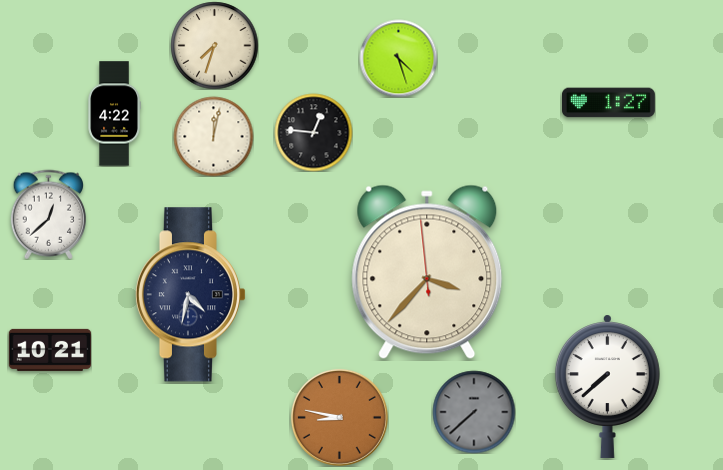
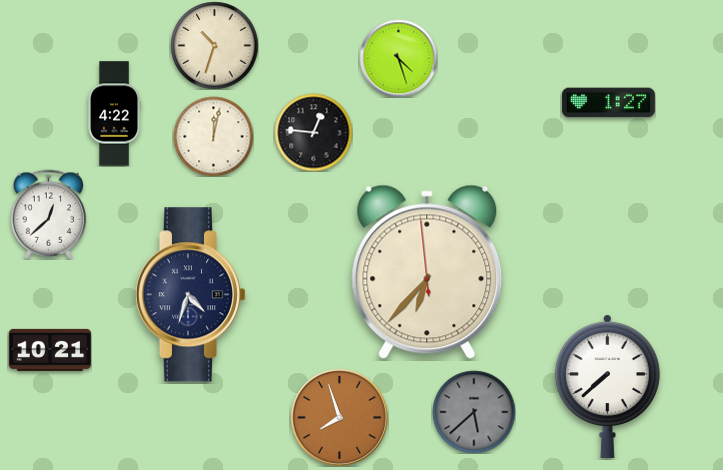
clock at (214, 45): 7:33 -> 10:33
clock at (427, 272): 3:36 -> 6:36
clock at (190, 295): 4:32 -> 4:33
clock at (474, 412): 7:38 -> 5:38
clock at (339, 417): 8:47 -> 7:57
